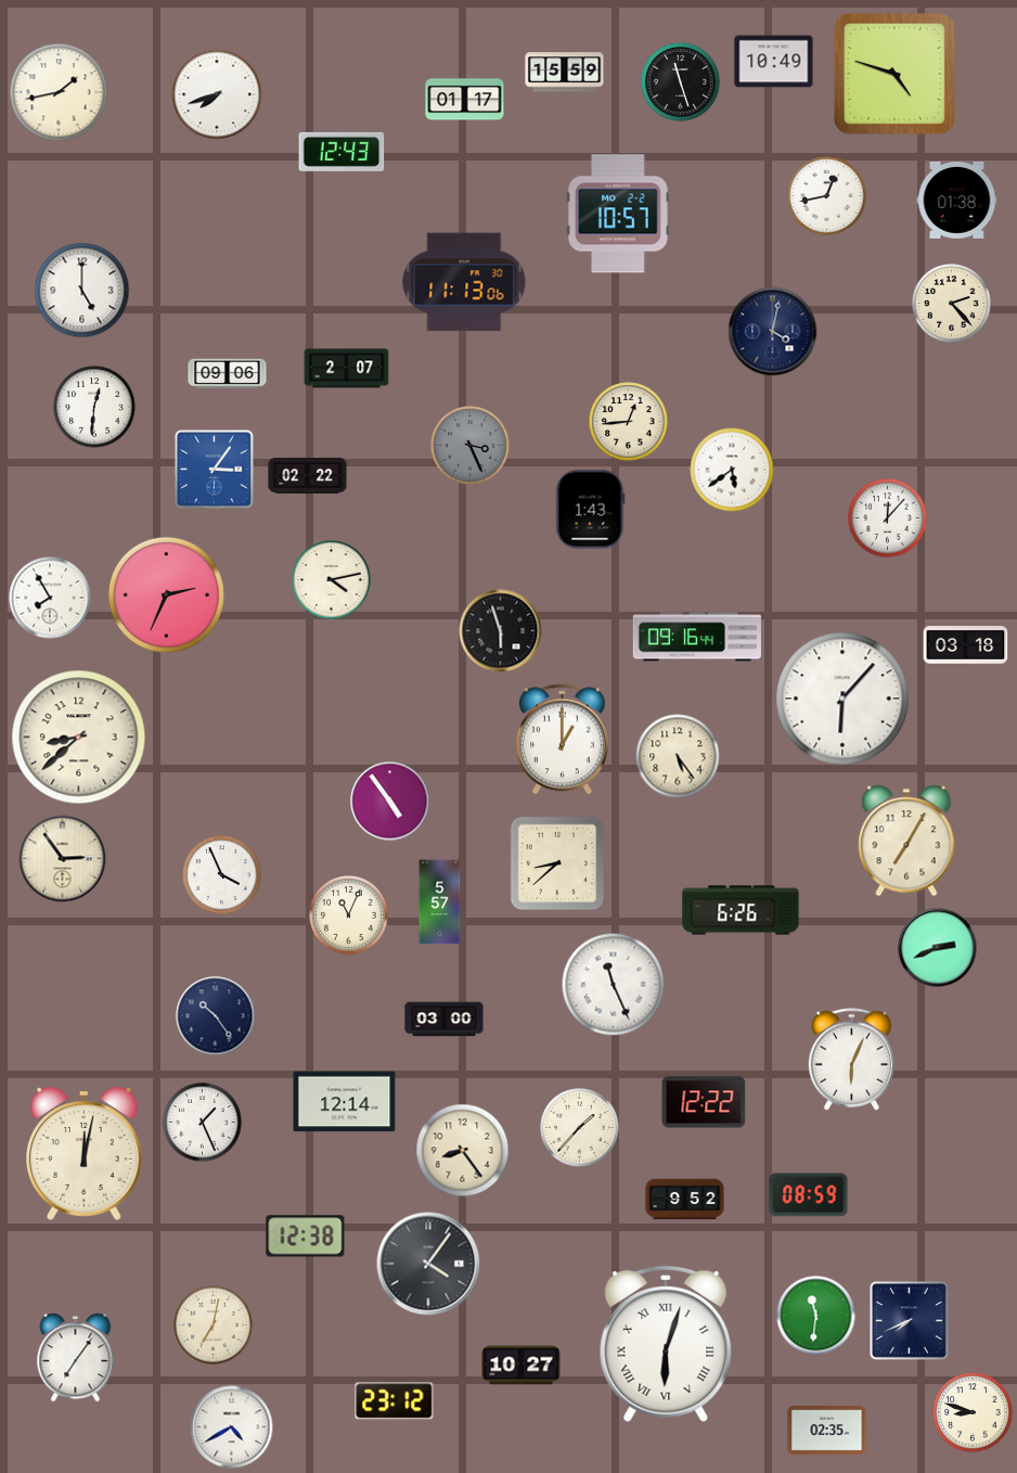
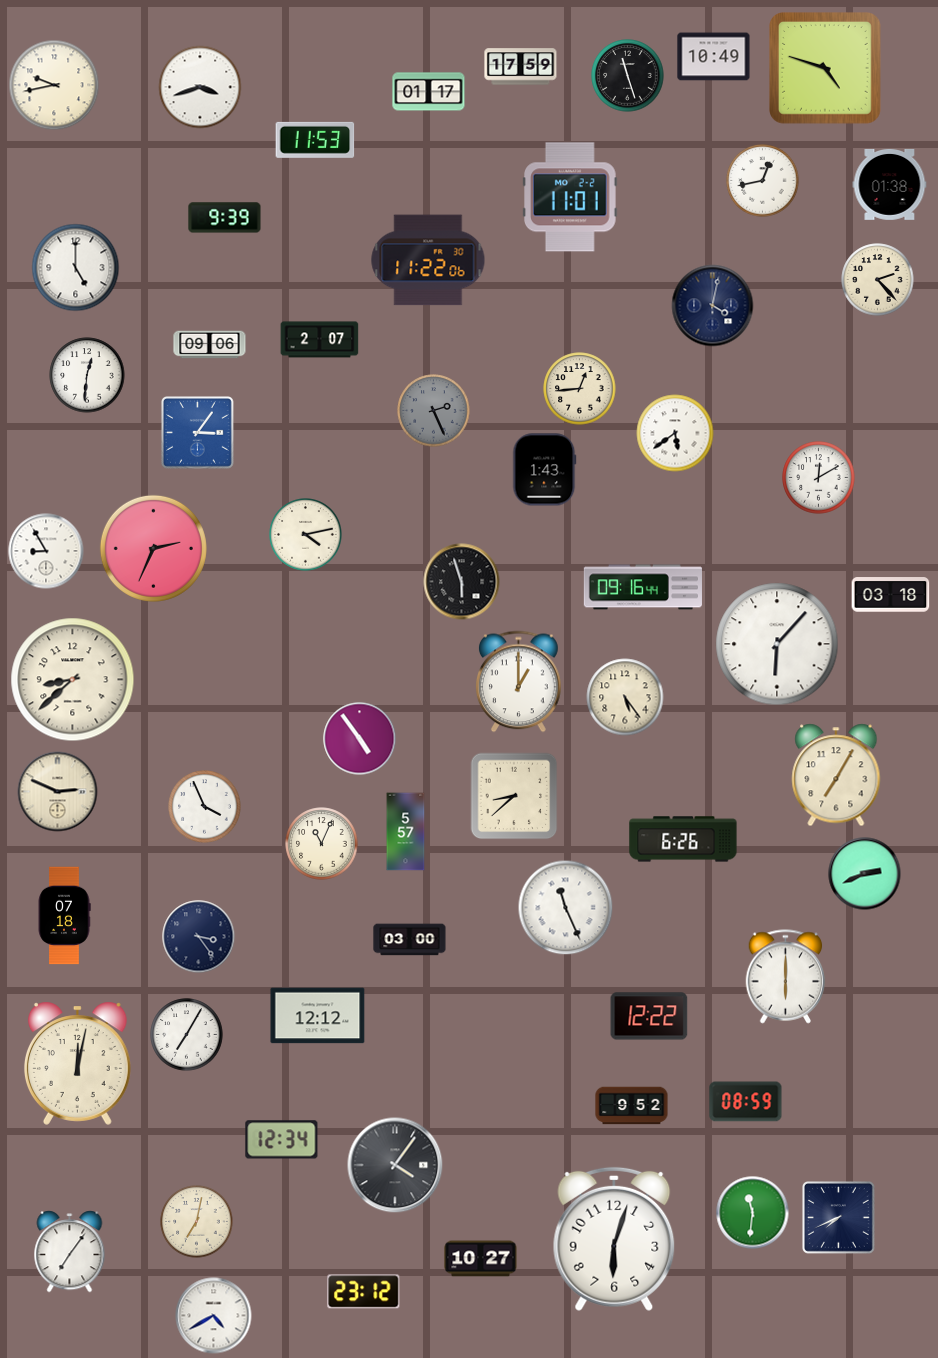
clock at (565, 73): 15:59 -> 17:59
clock at (59, 92): 1:43 -> 9:43
clock at (217, 94): 7:42 -> 3:42
clock at (342, 152): 12:43 -> 11:53
clock at (957, 200) position: (957, 200) -> (890, 184)
clock at (618, 214): 10:57 -> 11:01
clock at (225, 218): none -> 9:39
clock at (464, 282): 11:13 -> 11:22
clock at (471, 446): 3:26 -> 2:26
clock at (308, 475): 02:22 -> none
clock at (888, 518): 12:07 -> 12:10
clock at (50, 598): 7:55 -> 8:55
clock at (63, 859): 2:54 -> 2:49
clock at (64, 916): none -> 07:18
clock at (216, 1016): 10:24 -> 3:24
clock at (852, 1060): 6:04 -> 6:00
clock at (345, 1102): 12:14 -> 12:12
clock at (203, 1123): 1:26 -> 7:05
clock at (580, 1128): 1:37 -> none
clock at (463, 1151): 8:24 -> none
clock at (306, 1237): 12:38 -> 12:34
clock at (666, 1344) numerals: Roman -> Arabic
clock at (973, 1412): 8:48 -> none
clock at (827, 1431): 02:35 -> none
